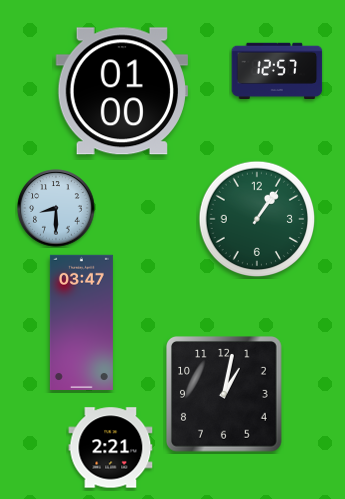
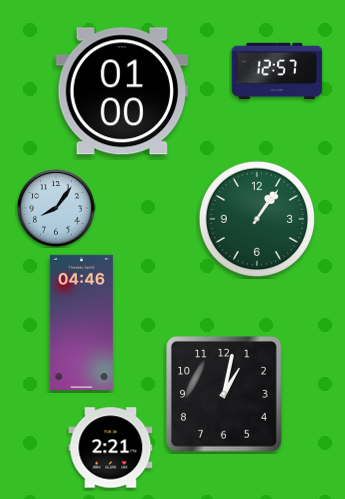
clock at (56, 208): 8:30 -> 8:06
clock at (81, 322): 03:47 -> 04:46
